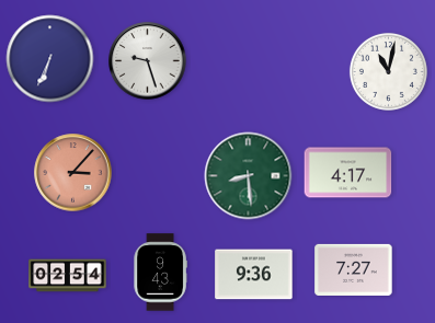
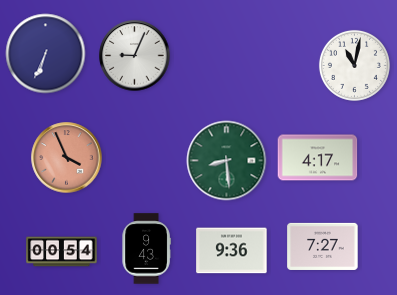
clock at (148, 61): 9:27 -> 9:04
clock at (73, 173): 3:07 -> 3:56
clock at (68, 276): 02:54 -> 00:54
